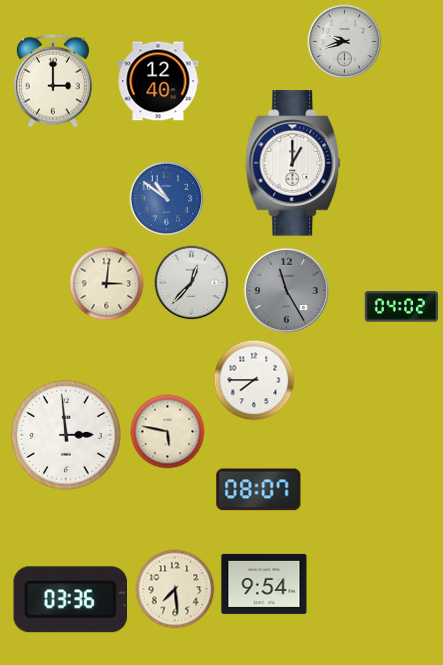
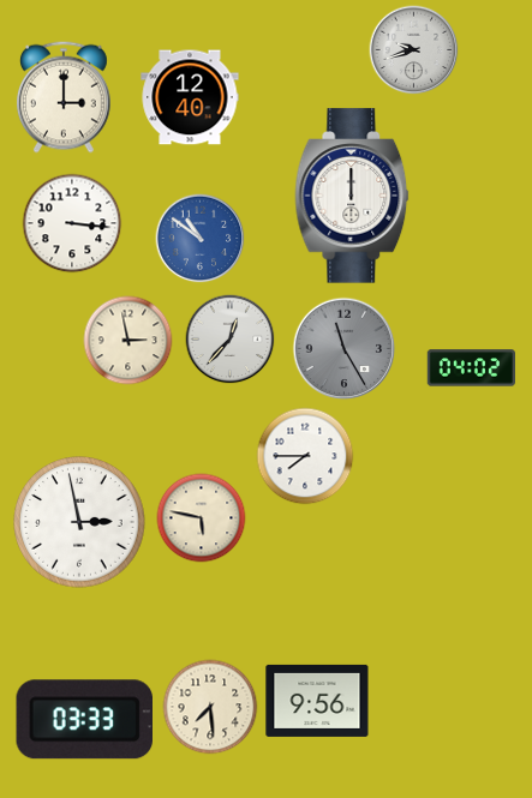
clock at (293, 163): 1:00 -> 12:00
clock at (72, 223): none -> 3:16
clock at (107, 284): 3:01 -> 2:58
clock at (401, 307) position: (401, 307) -> (471, 368)
clock at (66, 435): 2:59 -> 2:58
clock at (259, 490): 08:07 -> none
clock at (264, 584): 9:54 -> 9:56
clock at (70, 600): 03:36 -> 03:33
